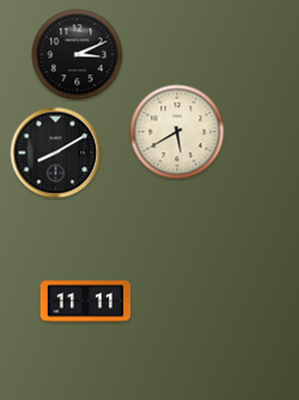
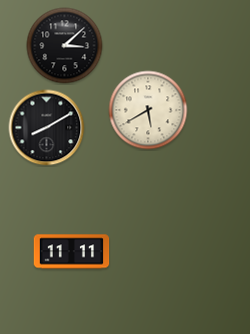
clock at (78, 55): 3:11 -> 3:08
